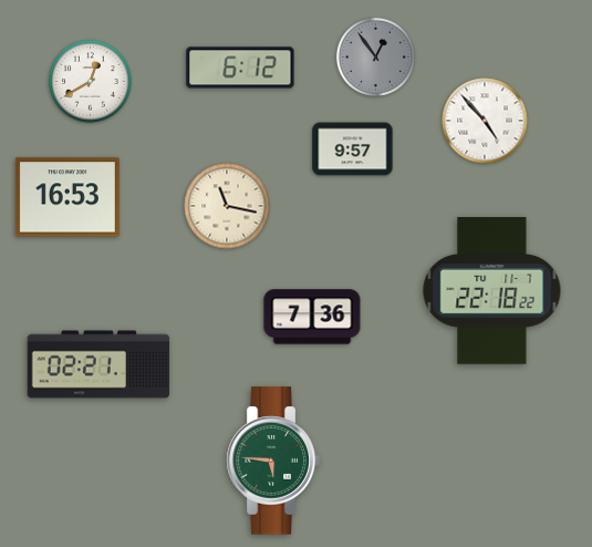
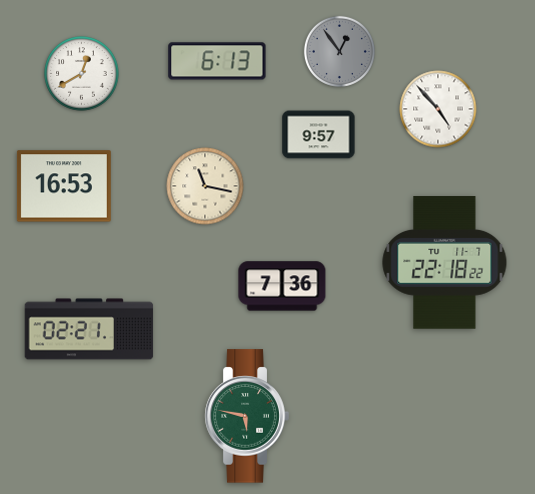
clock at (240, 68): 6:12 -> 6:13
clock at (67, 197) position: (67, 197) -> (64, 186)
clock at (273, 461): 5:46 -> 5:47
